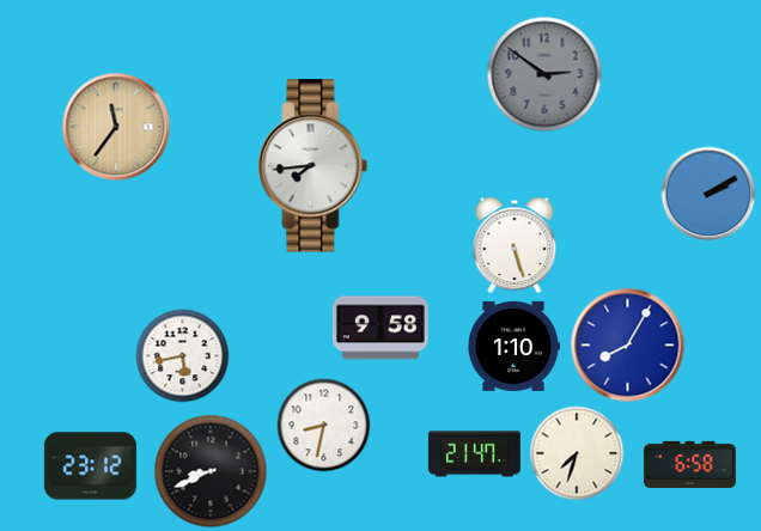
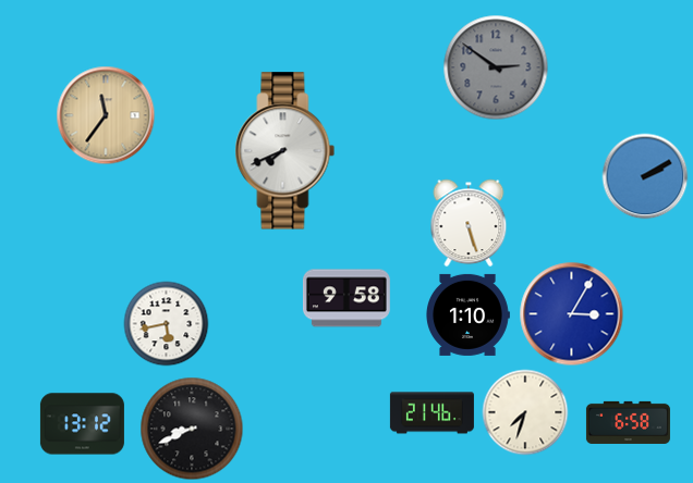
clock at (313, 166): 7:44 -> 7:41
clock at (627, 344): 8:05 -> 3:05
clock at (323, 425): 8:32 -> none
clock at (474, 454): 21:47 -> 21:46
clock at (90, 466): 23:12 -> 13:12
